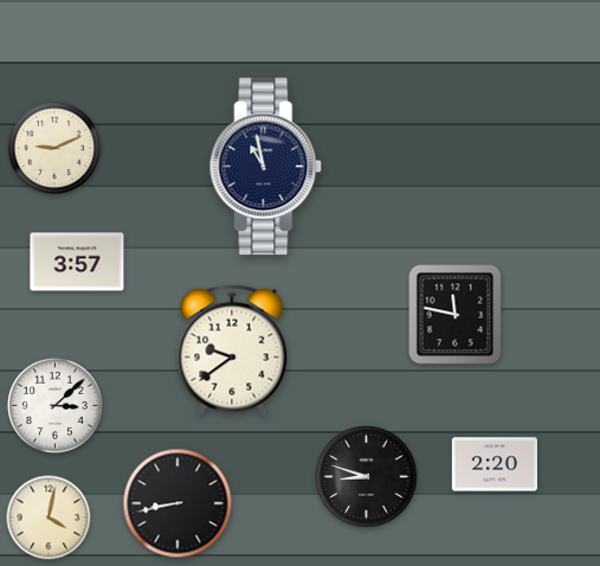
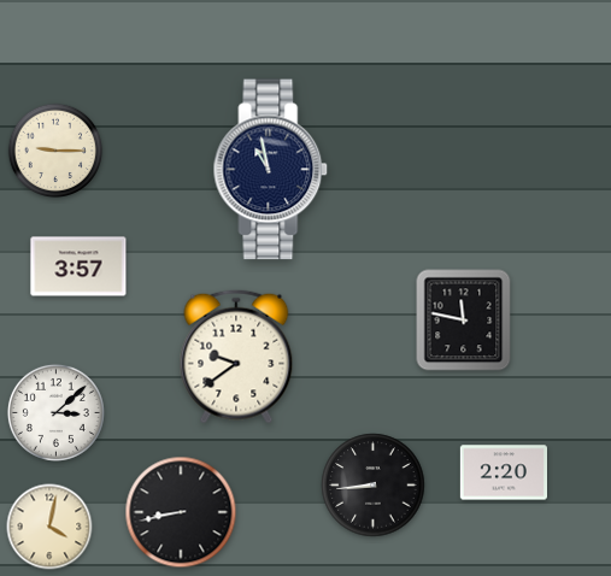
clock at (54, 148): 9:11 -> 9:15
clock at (367, 477): 8:48 -> 8:44
